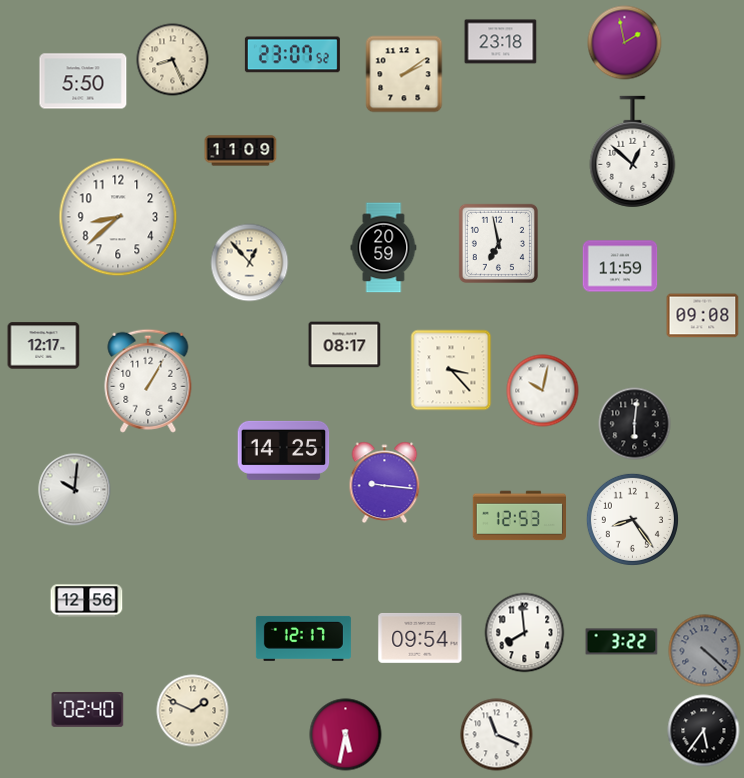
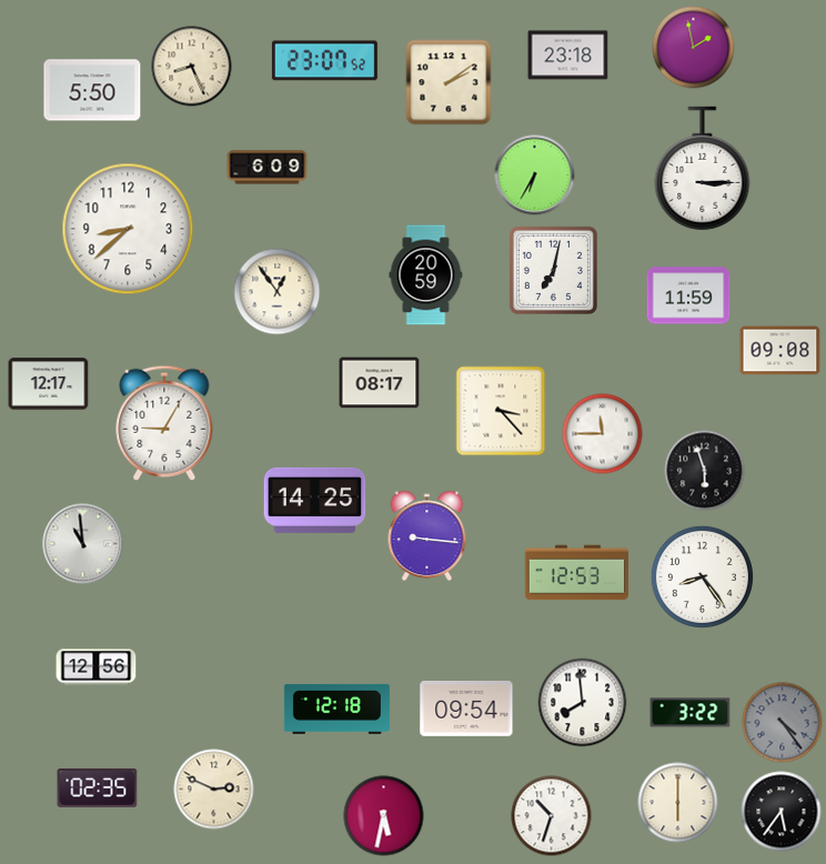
clock at (501, 42) position: (501, 42) -> (568, 56)
clock at (241, 151): 11:09 -> 6:09
clock at (633, 152): 12:52 -> 3:15
clock at (535, 175): none -> 6:35
clock at (118, 217) position: (118, 217) -> (128, 229)
clock at (498, 243): 6:58 -> 7:02
clock at (250, 263): 12:53 -> 12:54
clock at (345, 345) position: (345, 345) -> (380, 383)
clock at (148, 381): 1:05 -> 9:05
clock at (543, 391): 10:02 -> 11:45
clock at (635, 424): 6:01 -> 5:57
clock at (75, 490): 10:01 -> 10:59
clock at (303, 638): 12:17 -> 12:18
clock at (705, 651): 4:22 -> 4:24
clock at (88, 709): 02:40 -> 02:35
clock at (193, 711): 1:49 -> 2:49
clock at (678, 803): none -> 6:00
clock at (497, 735): 11:19 -> 10:33
